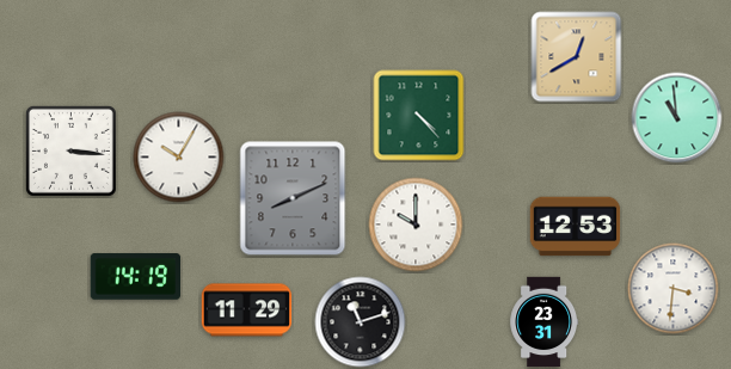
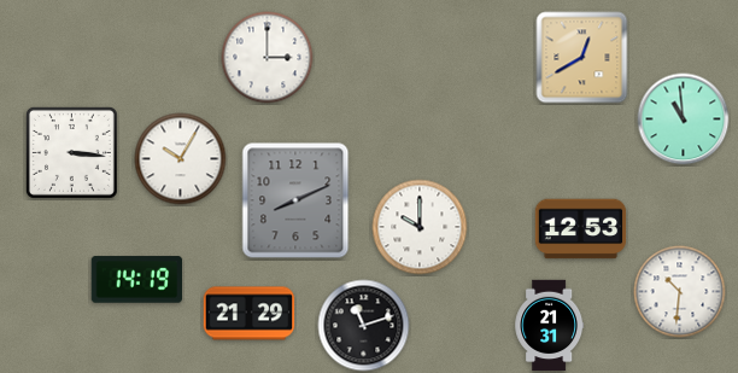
clock at (268, 58): none -> 3:00
clock at (419, 116): 4:23 -> none
clock at (674, 289): 3:31 -> 10:31
clock at (247, 310): 11:29 -> 21:29
clock at (545, 322): 23:31 -> 21:31
